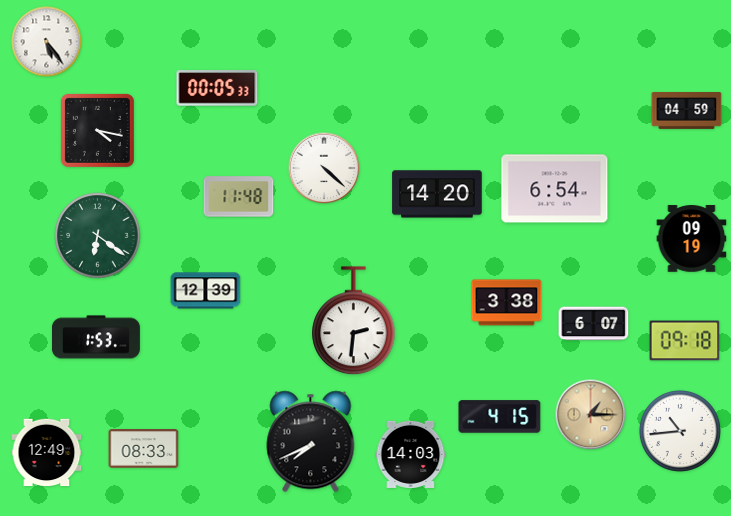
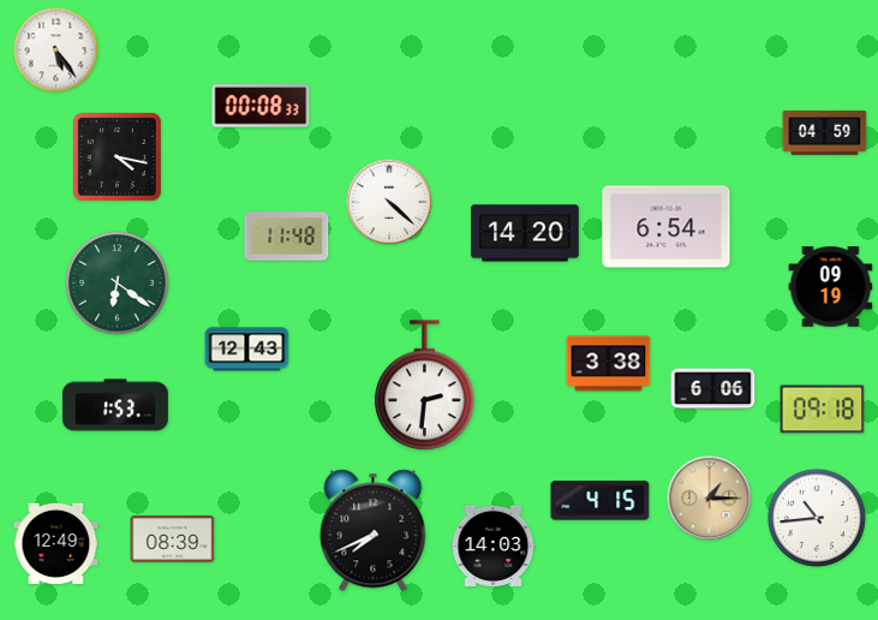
clock at (217, 88): 00:05 -> 00:08
clock at (206, 291): 12:39 -> 12:43
clock at (594, 324): 6:07 -> 6:06
clock at (144, 449): 08:33 -> 08:39
